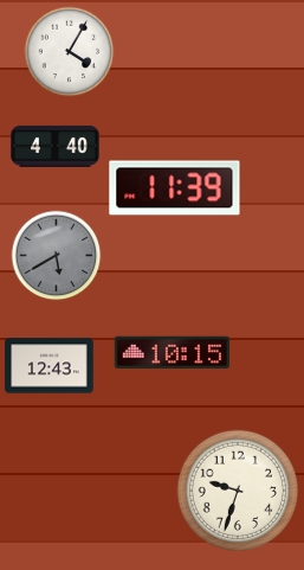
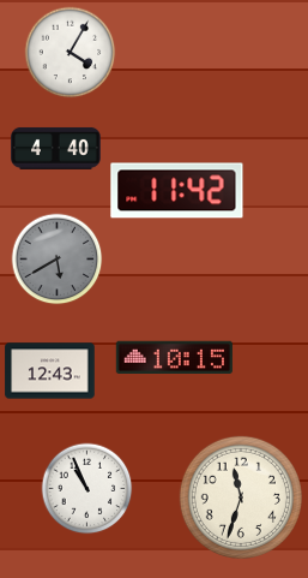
clock at (175, 188): 11:39 -> 11:42
clock at (87, 489): none -> 10:56
clock at (238, 491): 9:33 -> 11:33
